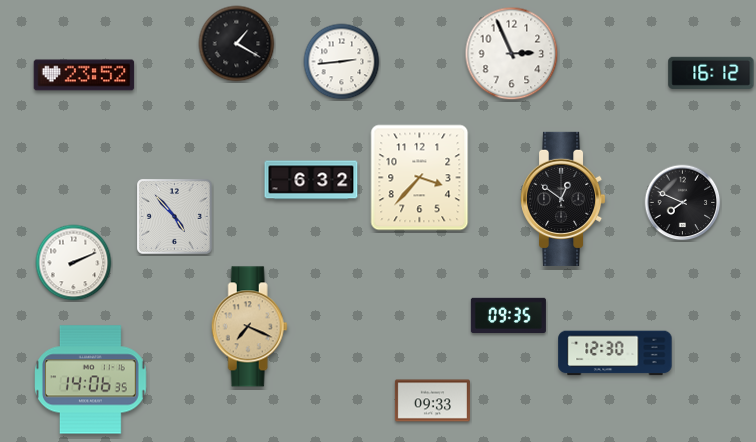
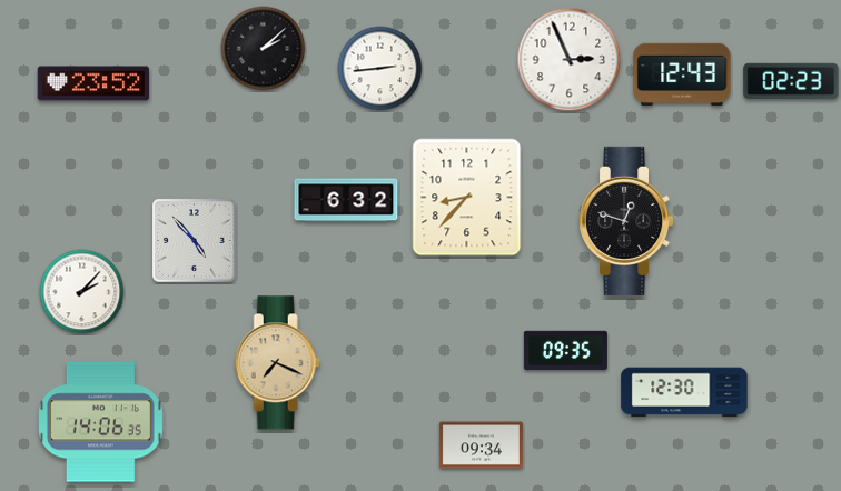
clock at (237, 44): 1:20 -> 2:08
clock at (682, 74): none -> 12:43
clock at (711, 73): 16:12 -> 02:23
clock at (420, 178): 3:37 -> 8:37
clock at (564, 199): 12:51 -> 12:48
clock at (683, 203): 7:49 -> none
clock at (74, 263): 2:11 -> 2:07
clock at (432, 401): 09:33 -> 09:34
